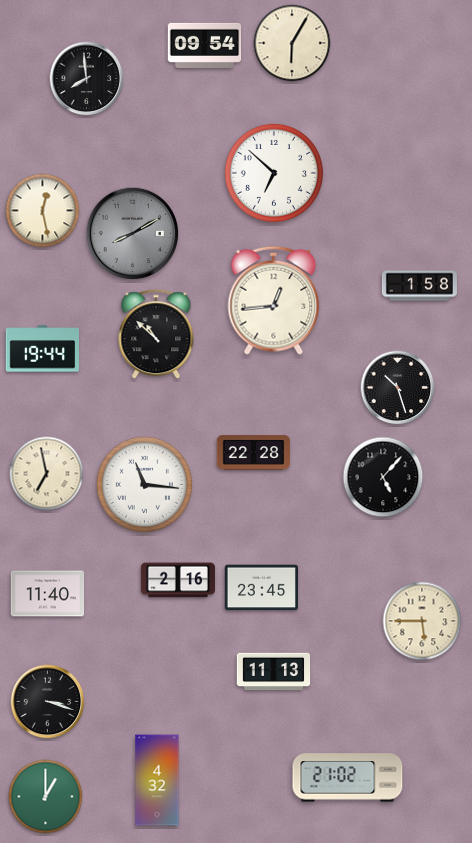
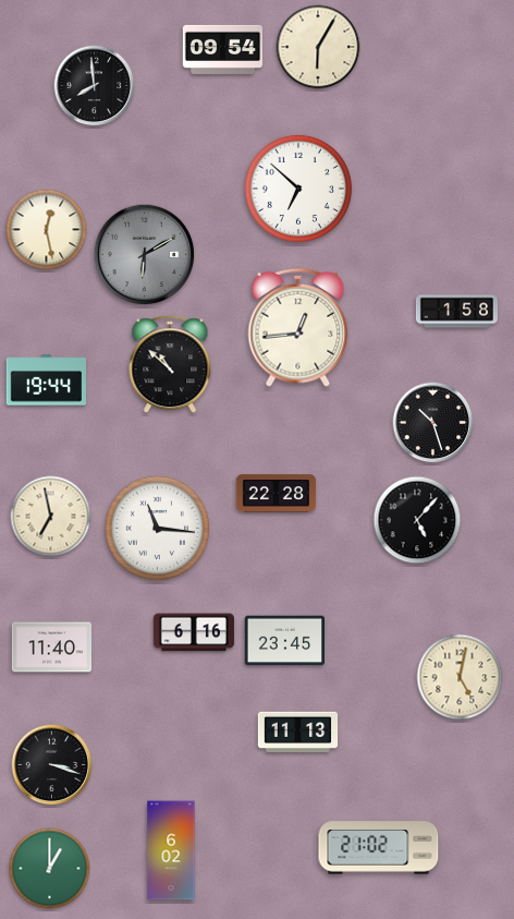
clock at (133, 234): 8:10 -> 6:10
clock at (178, 580): 2:16 -> 6:16
clock at (422, 621): 5:45 -> 5:02
clock at (157, 780): 4:32 -> 6:02
